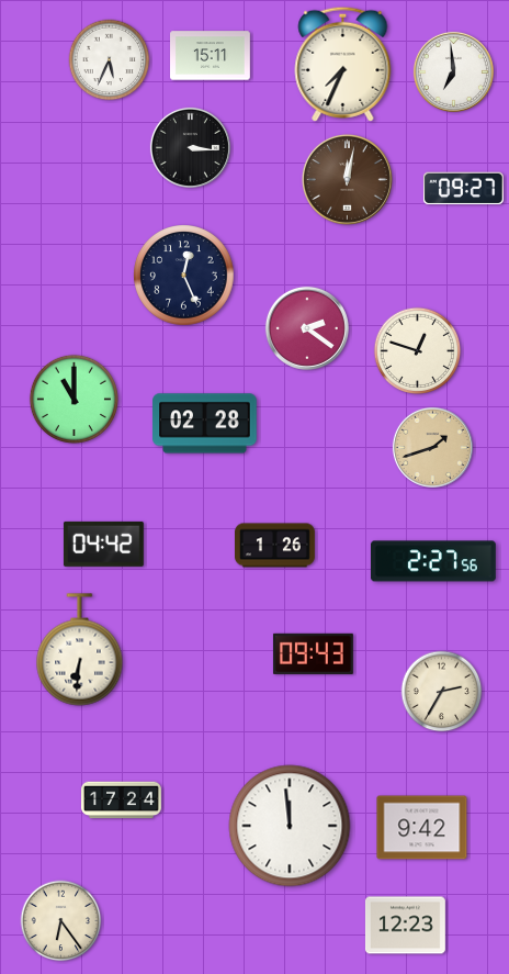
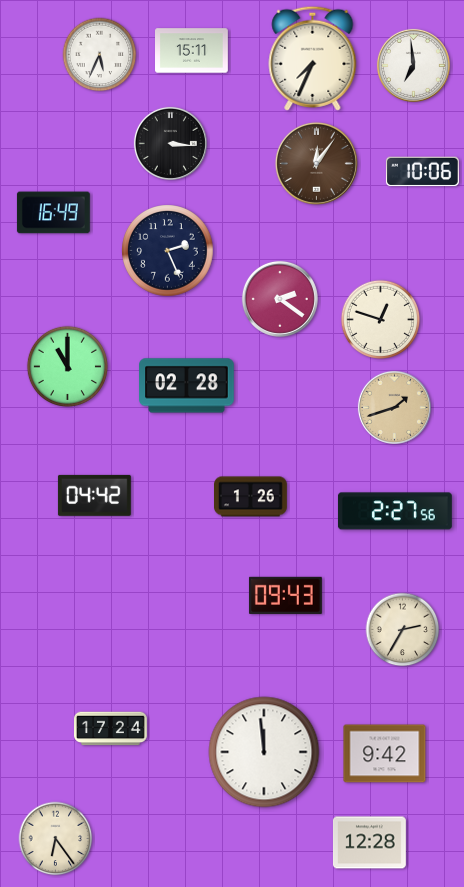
clock at (190, 147) position: (190, 147) -> (170, 143)
clock at (347, 179): 12:02 -> 12:06
clock at (463, 189): 09:27 -> 10:06
clock at (53, 213): none -> 16:49
clock at (184, 276): 12:26 -> 2:26
clock at (73, 399) position: (73, 399) -> (67, 366)
clock at (80, 650): 6:31 -> none
clock at (406, 926): 12:23 -> 12:28
